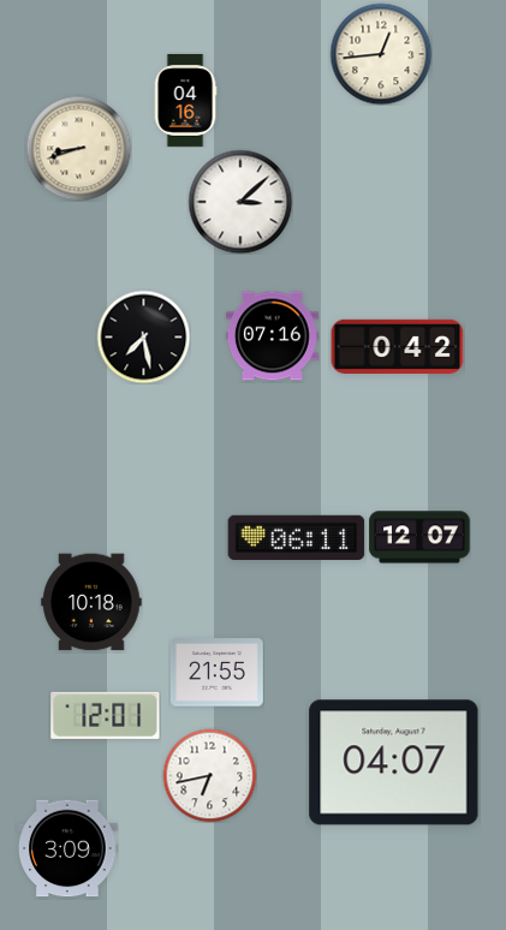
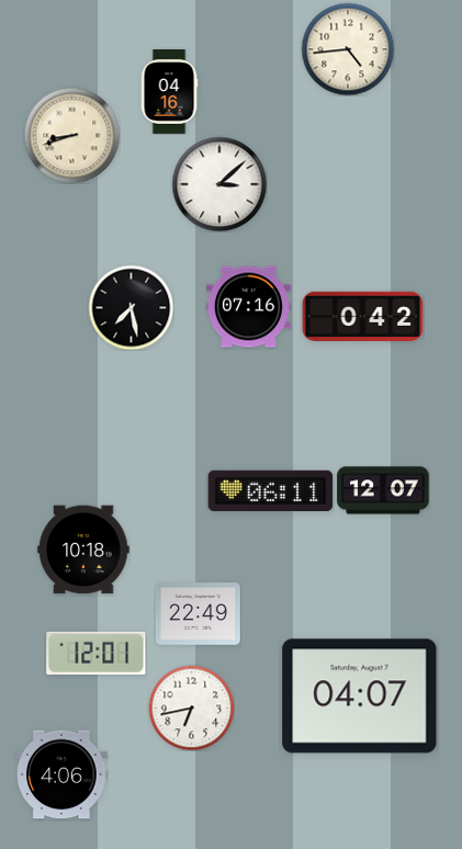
clock at (381, 54): 12:44 -> 4:44
clock at (216, 673): 21:55 -> 22:49
clock at (67, 848): 3:09 -> 4:06
